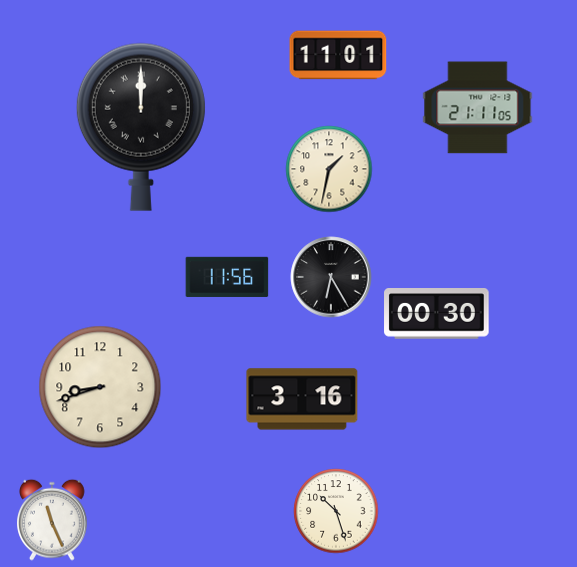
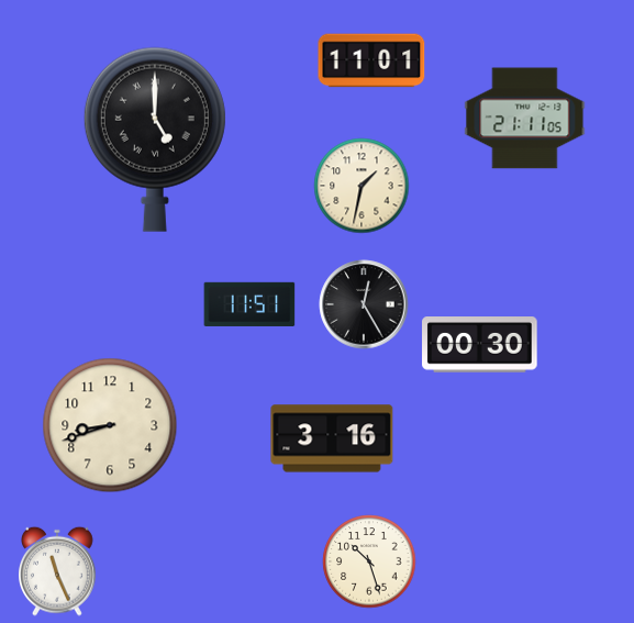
clock at (141, 127): 12:00 -> 5:00
clock at (227, 277): 11:56 -> 11:51
clock at (331, 277): 6:25 -> 12:25
